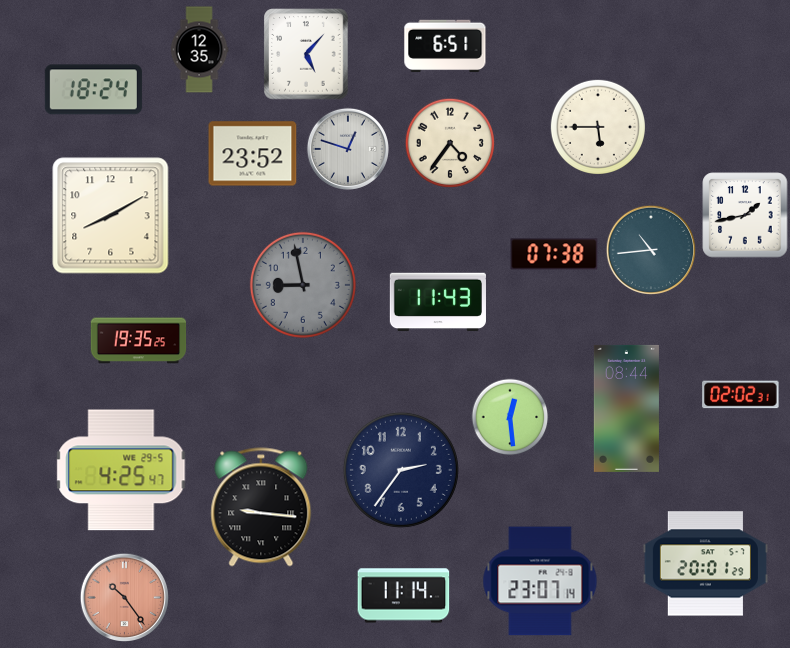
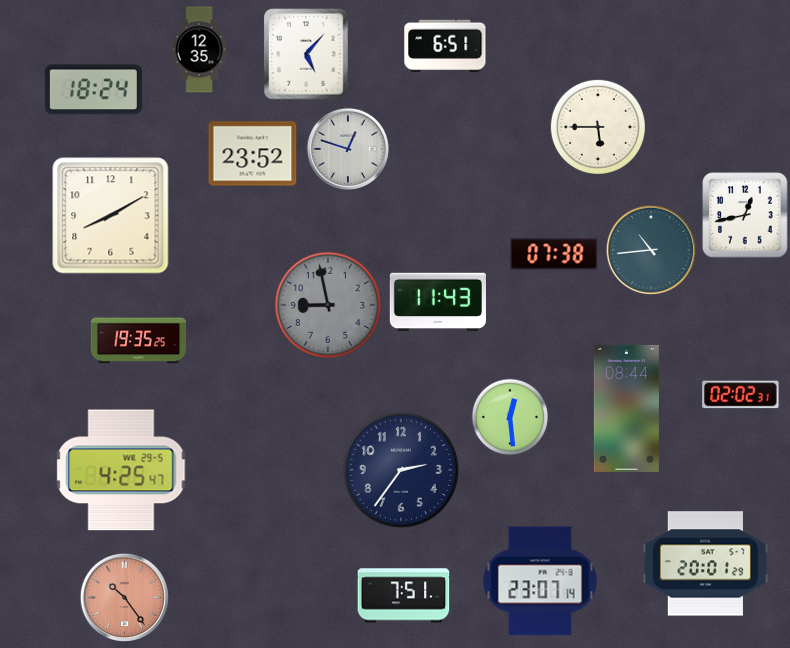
clock at (449, 142): 4:36 -> none
clock at (745, 215): 1:43 -> 12:43
clock at (303, 285) position: (303, 285) -> (328, 305)
clock at (261, 507): 9:16 -> none
clock at (404, 596): 11:14 -> 7:51
